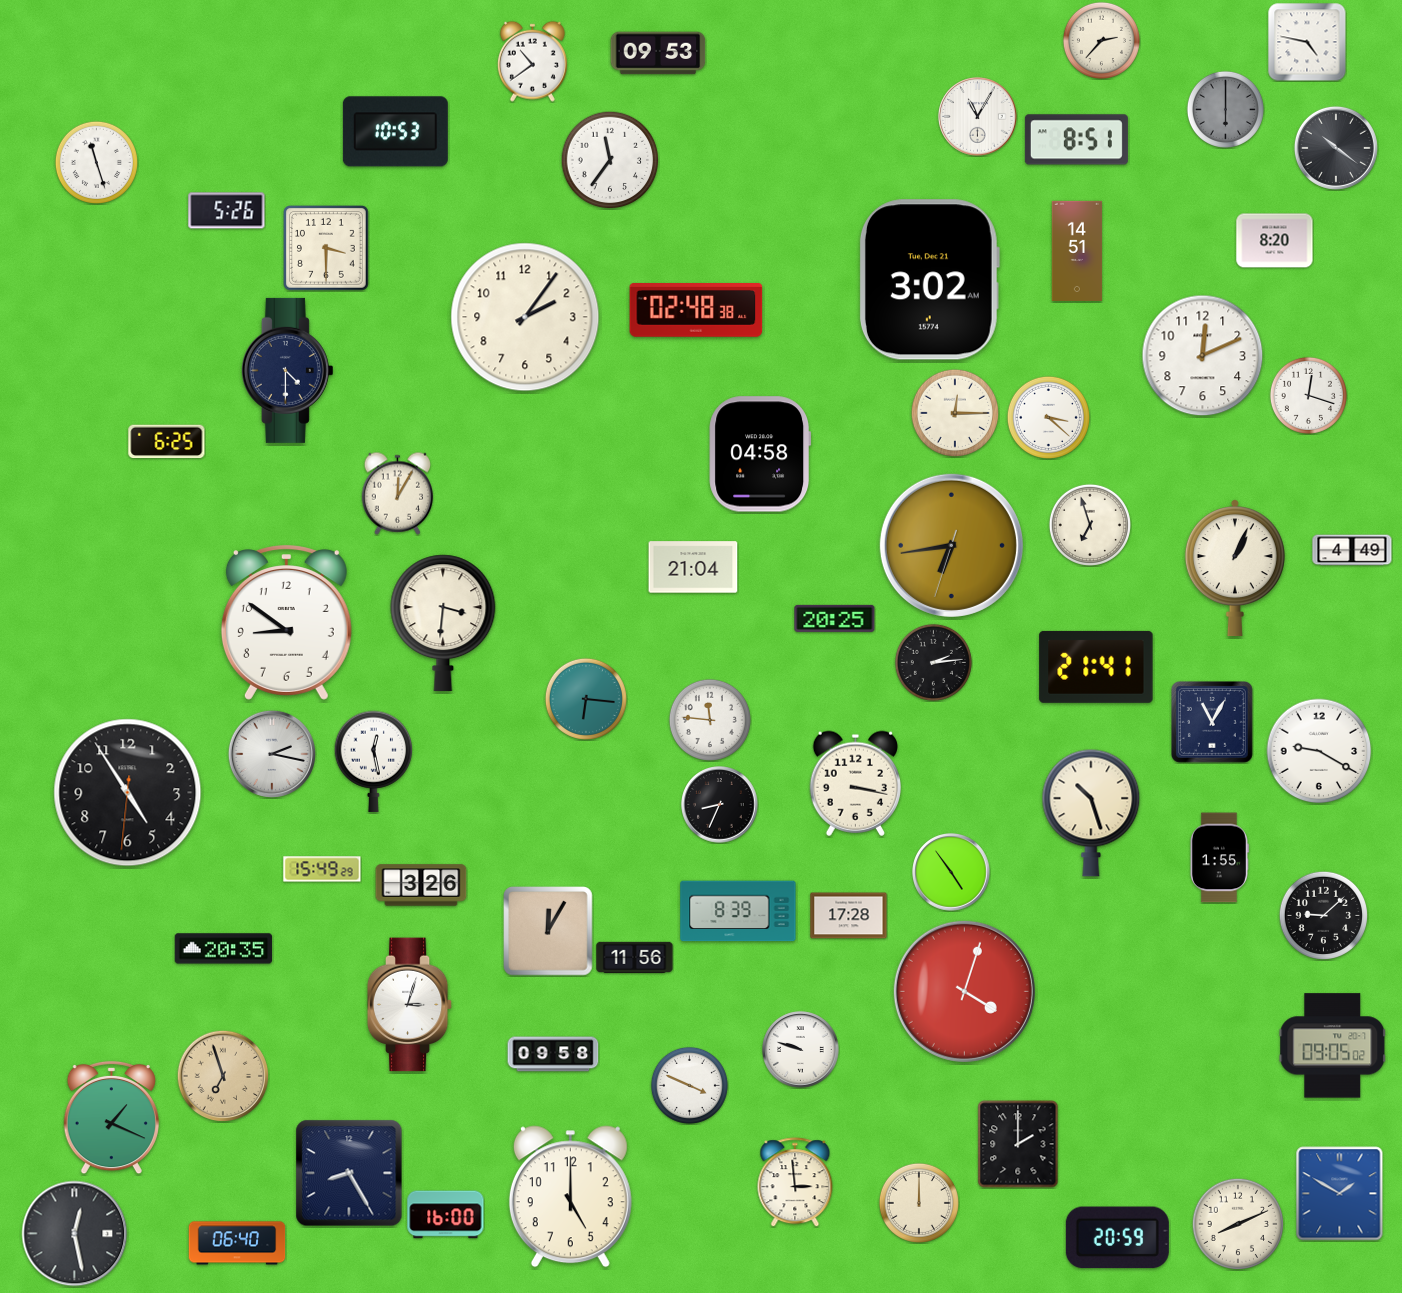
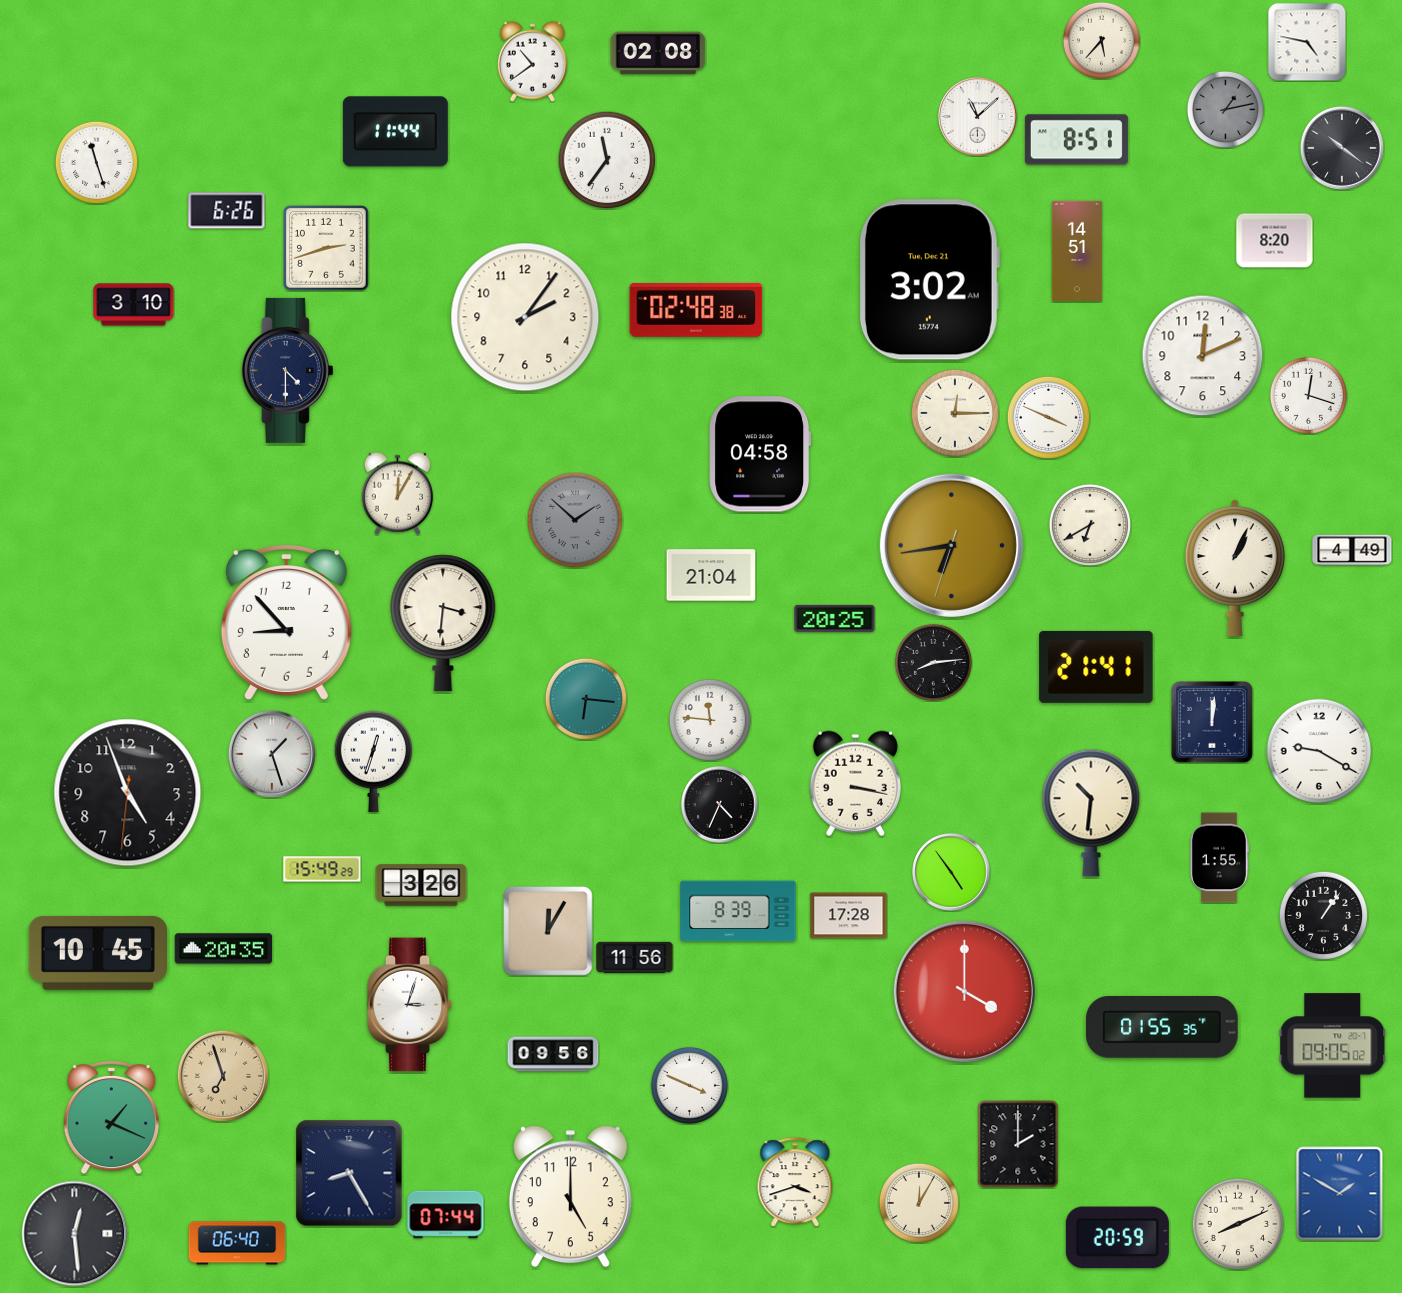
clock at (1101, 40): 2:37 -> 5:37
clock at (658, 53): 09:53 -> 02:08
clock at (1225, 109): 6:00 -> 1:13
clock at (978, 117): 11:05 -> 11:08
clock at (395, 132): 10:53 -> 11:44
clock at (1336, 148) position: (1336, 148) -> (1342, 148)
clock at (610, 160) position: (610, 160) -> (607, 160)
clock at (227, 211): 5:26 -> 6:26
clock at (327, 249): 3:30 -> 2:42
clock at (134, 305): none -> 3:10
clock at (1048, 417): 3:22 -> 3:49
clock at (167, 442): 6:25 -> none
clock at (575, 520): none -> 1:52
clock at (1090, 525): 6:57 -> 6:40
clock at (693, 567) position: (693, 567) -> (711, 575)
clock at (286, 623): 8:51 -> 8:53
clock at (933, 662): 2:14 -> 8:14
clock at (1212, 722): 11:05 -> 12:01
clock at (272, 754): 2:17 -> 1:27
clock at (374, 761): 12:28 -> 12:33
clock at (128, 793): 4:54 -> 4:56
clock at (720, 805): 8:34 -> 4:34
clock at (1091, 813): 10:27 -> 10:31
clock at (1323, 915): 9:08 -> 1:06
clock at (97, 953): none -> 10:45
clock at (964, 991): 4:03 -> 4:00
clock at (1162, 1027): none -> 01:55
clock at (801, 1050): 9:48 -> none
clock at (553, 1054): 09:58 -> 09:56
clock at (795, 1182): 2:59 -> 3:42
clock at (919, 1203): 12:00 -> 12:05
clock at (446, 1215): 16:00 -> 07:44
clock at (75, 1234): 12:28 -> 12:29
